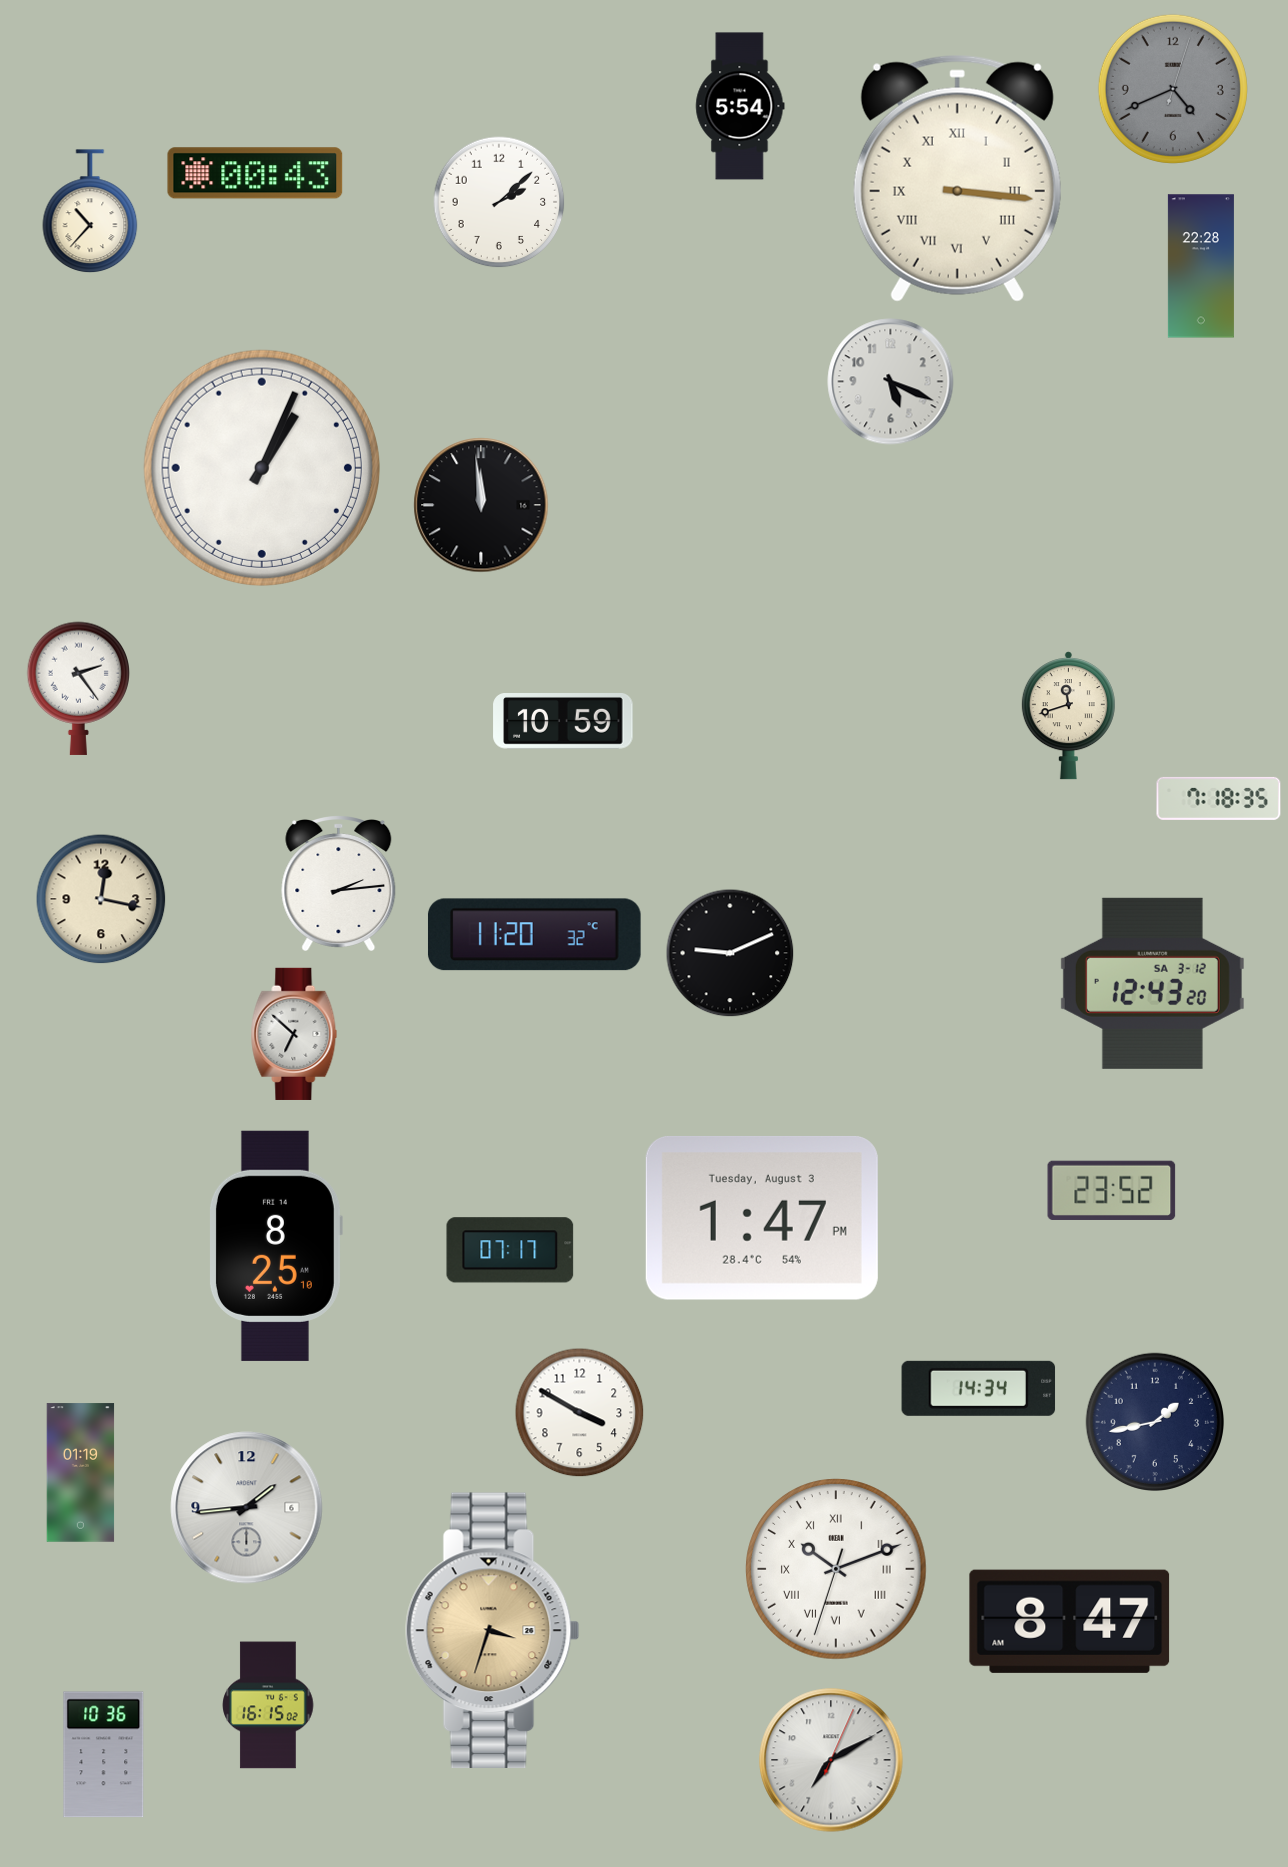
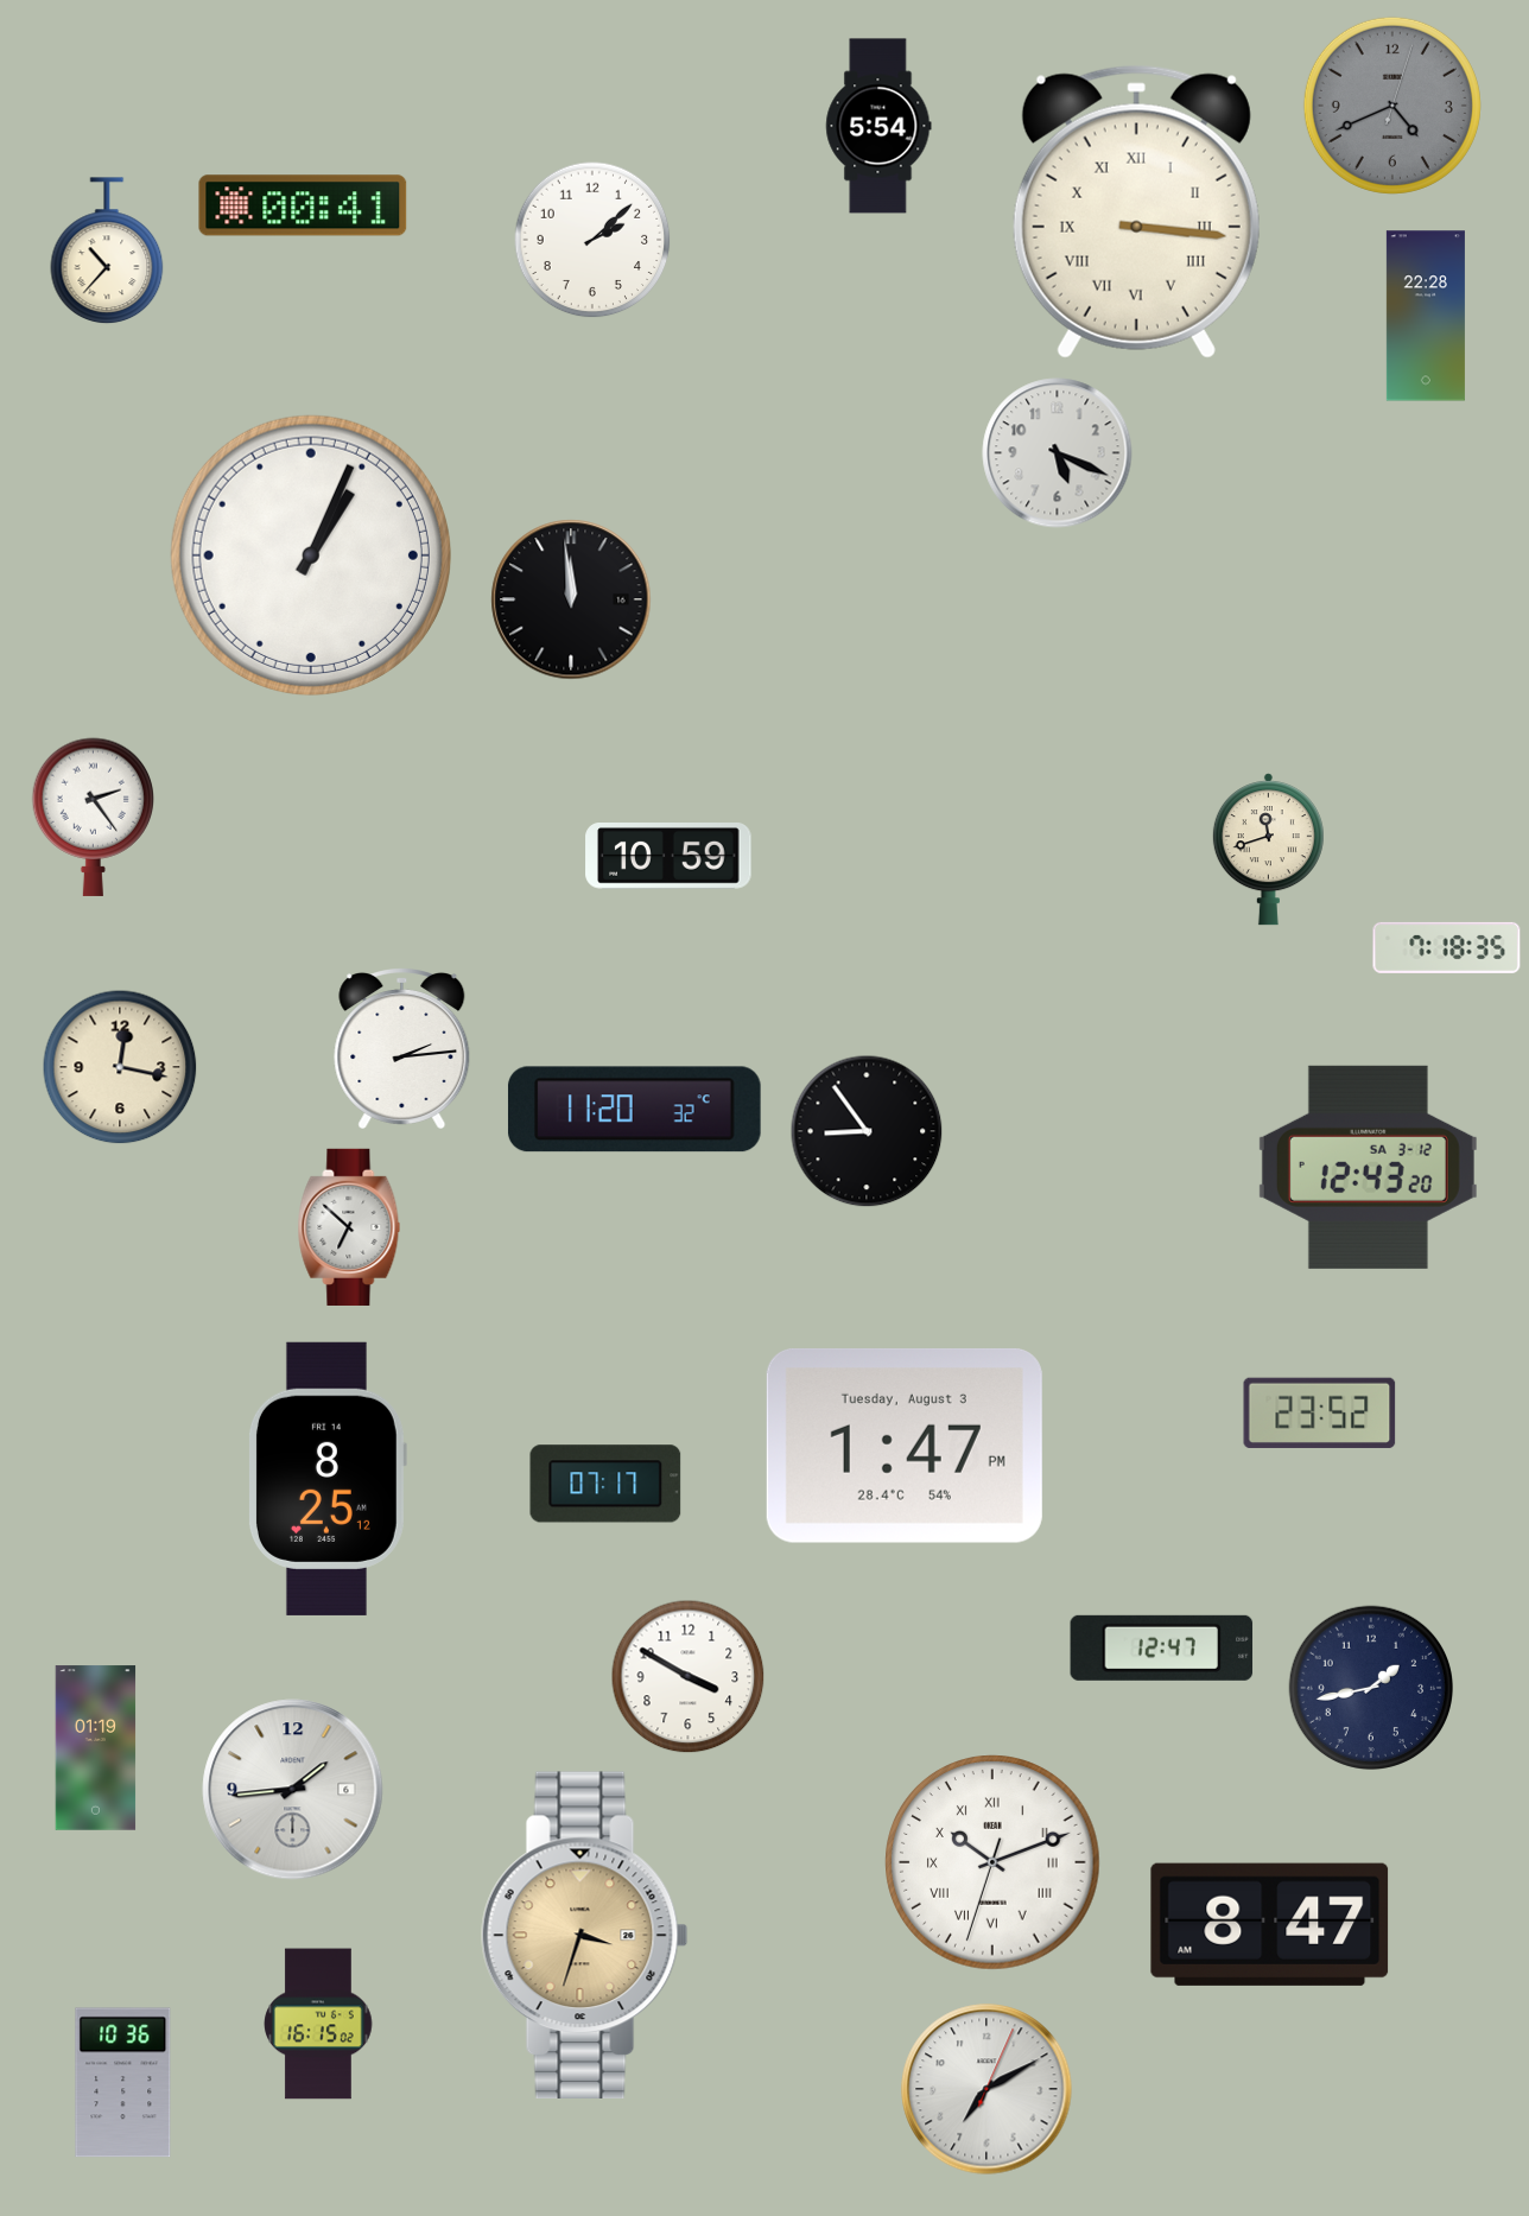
clock at (255, 173): 00:43 -> 00:41
clock at (730, 953): 9:11 -> 8:54
clock at (275, 1246): 8:25:10 -> 8:25:12
clock at (979, 1388): 14:34 -> 12:47
